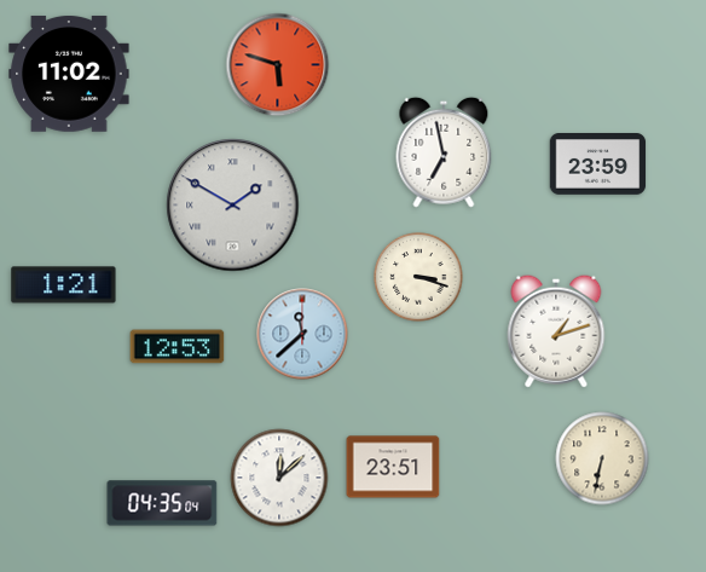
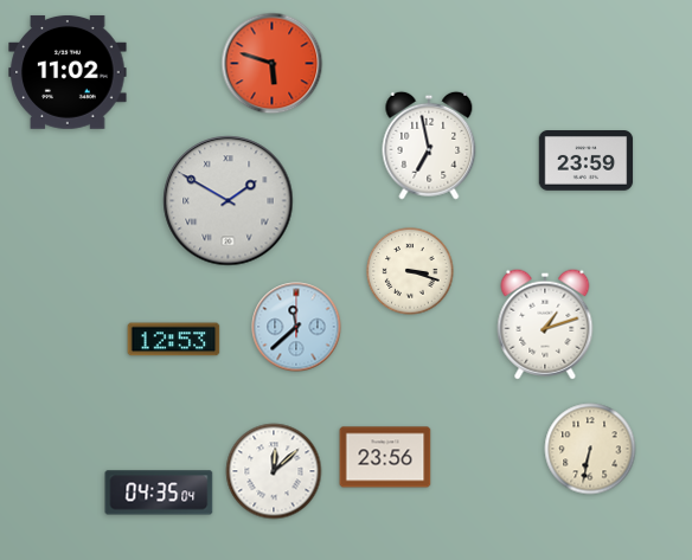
clock at (444, 152) position: (444, 152) -> (429, 146)
clock at (64, 285): 1:21 -> none
clock at (393, 467): 23:51 -> 23:56
clock at (279, 478) position: (279, 478) -> (274, 471)
